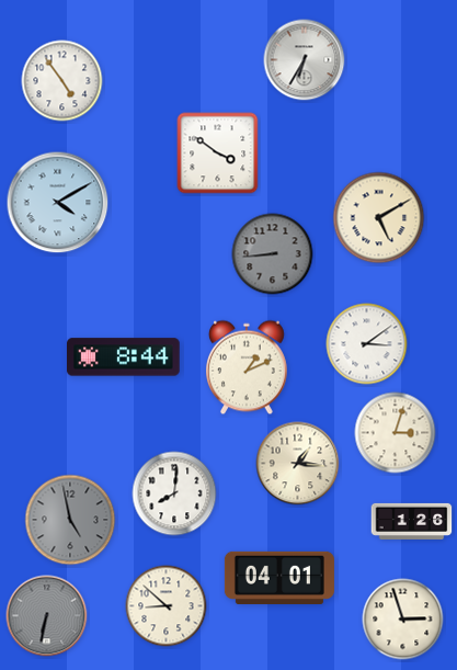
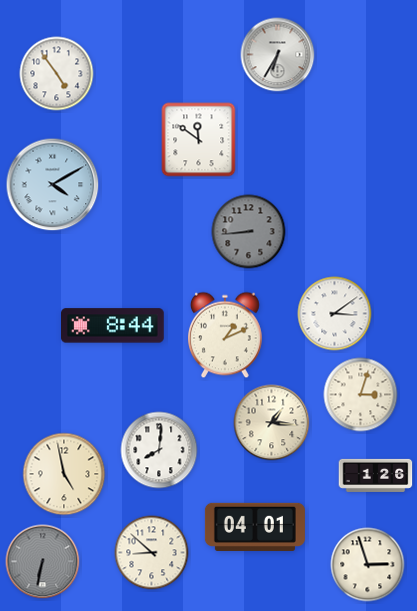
clock at (218, 154): 3:51 -> 11:51
clock at (379, 218): 5:10 -> none
clock at (70, 520) dial: grey -> cream
